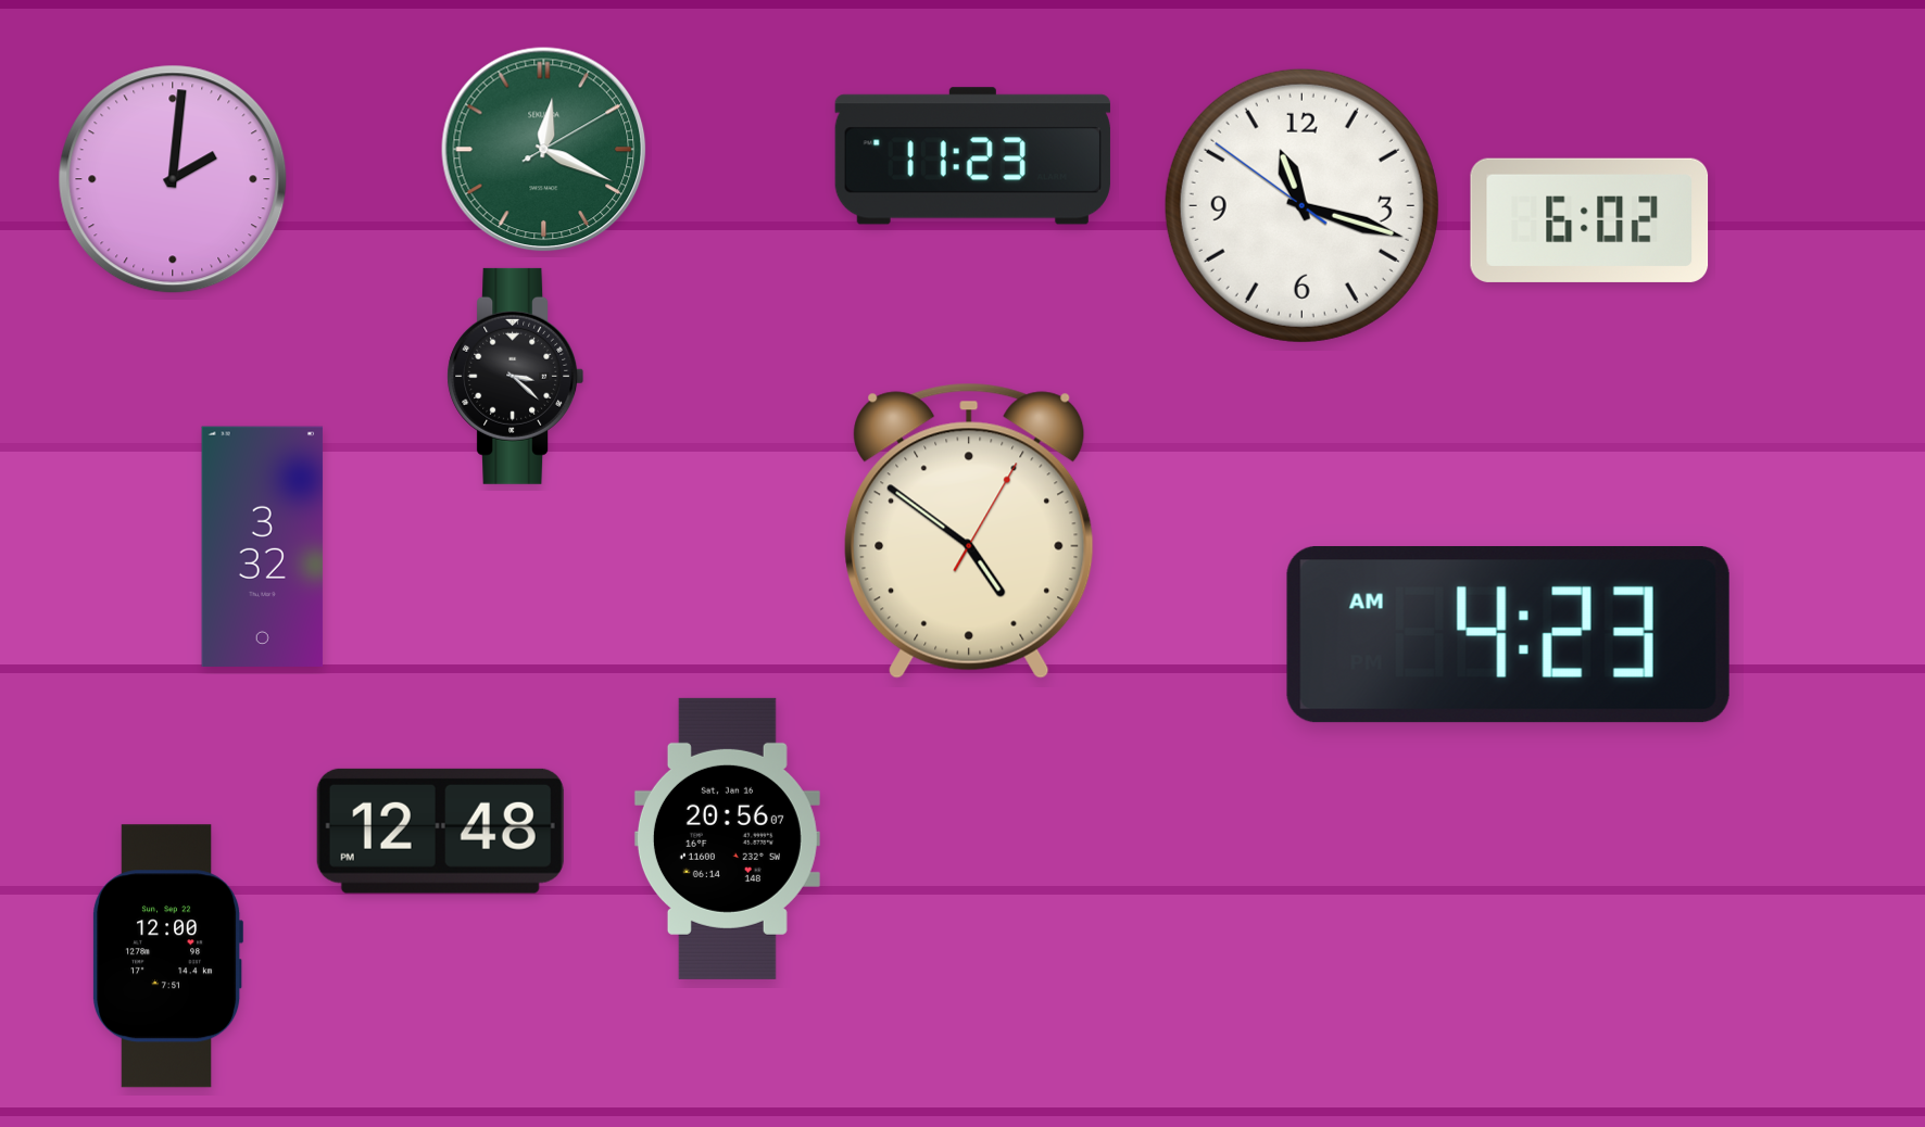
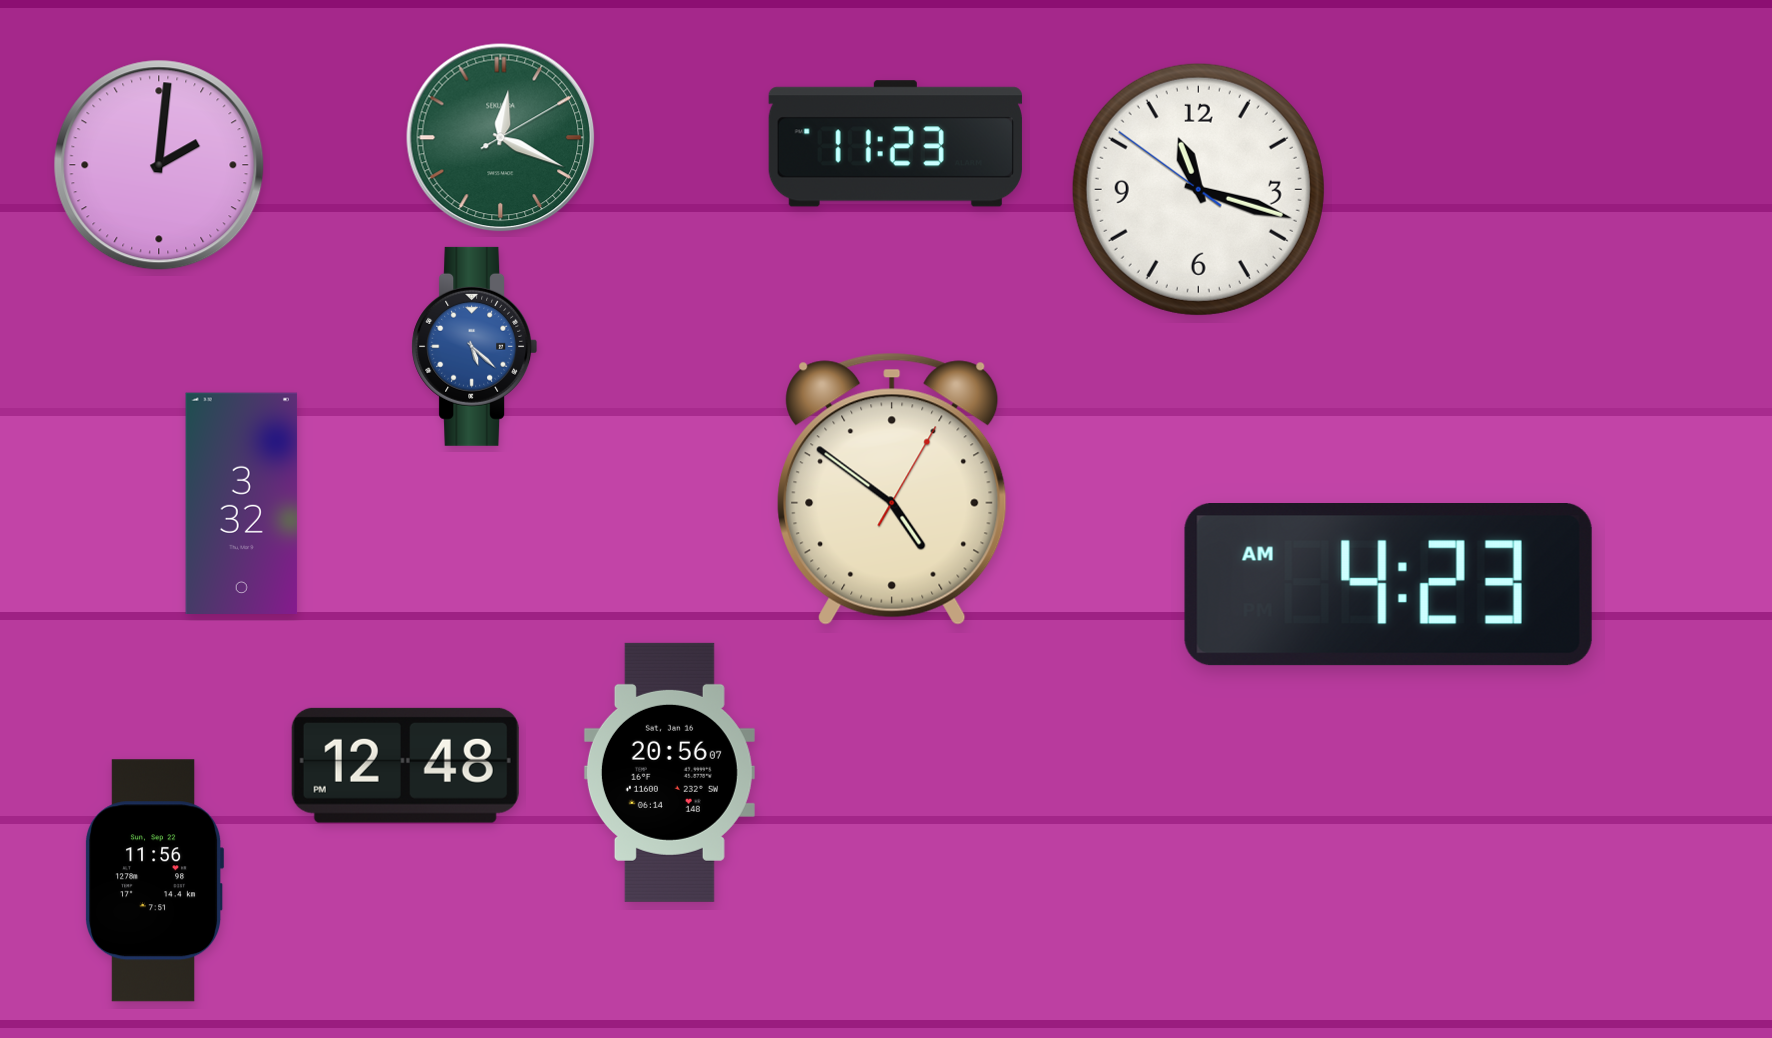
clock at (1589, 220): 6:02 -> none
clock at (516, 376): 3:22 -> 5:22
clock at (516, 376) dial: black -> blue
clock at (168, 957): 12:00 -> 11:56
